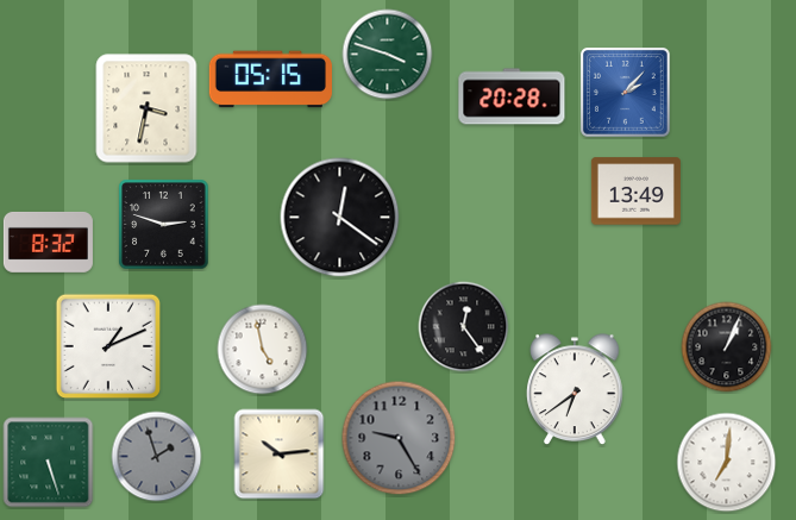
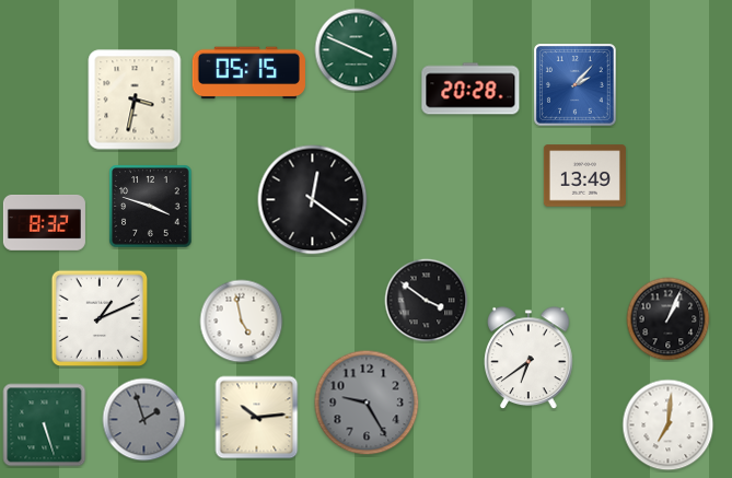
clock at (388, 55): 3:48 -> 3:49
clock at (164, 225): 2:48 -> 3:48
clock at (464, 327): 12:24 -> 3:51
